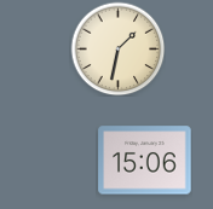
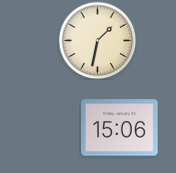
clock at (145, 161) position: (145, 161) -> (120, 128)
